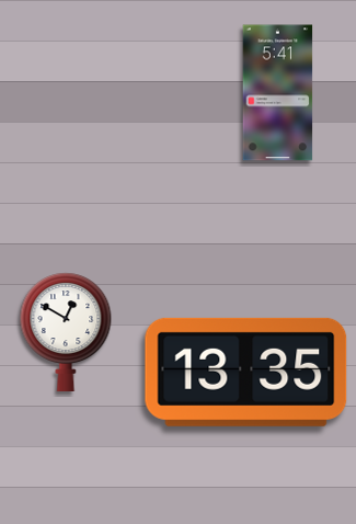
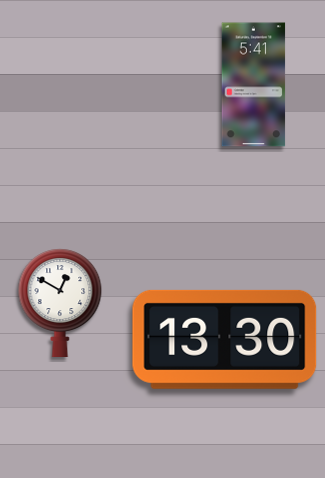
clock at (246, 372): 13:35 -> 13:30
